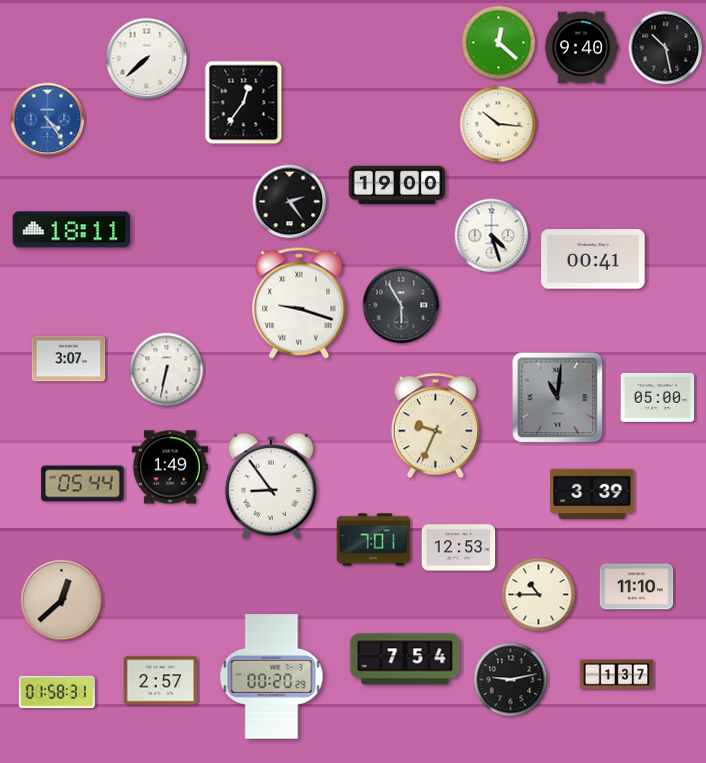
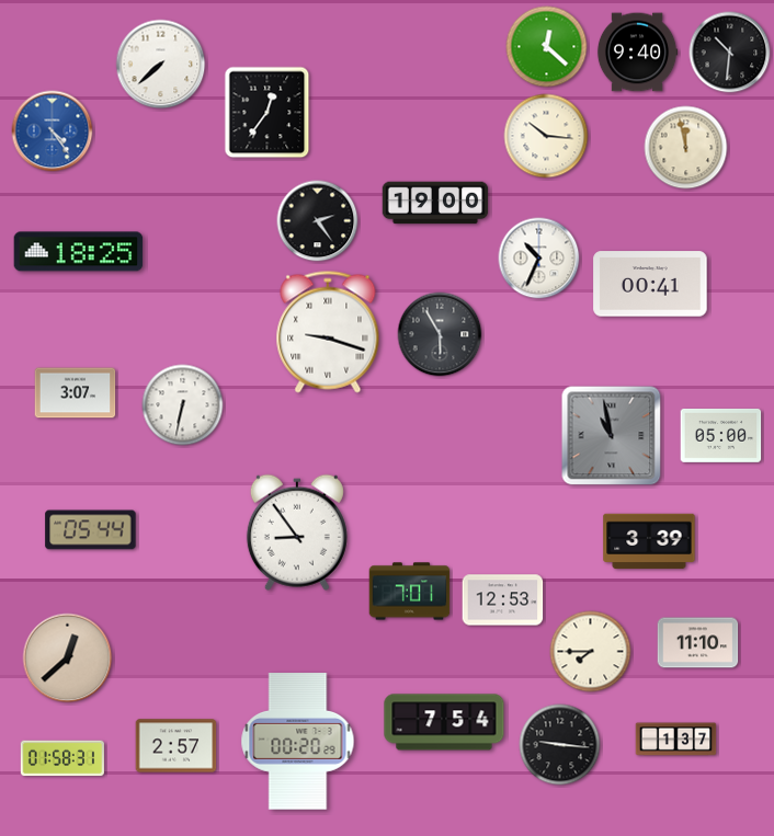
clock at (666, 48): 10:28 -> 10:31
clock at (686, 148): none -> 11:58
clock at (72, 230): 18:11 -> 18:25
clock at (492, 236): 4:27 -> 10:34
clock at (558, 398): 11:01 -> 10:58
clock at (435, 426): 9:34 -> none
clock at (170, 467): 1:49 -> none
clock at (539, 595): 10:45 -> 7:45
clock at (511, 680): 9:13 -> 9:16
